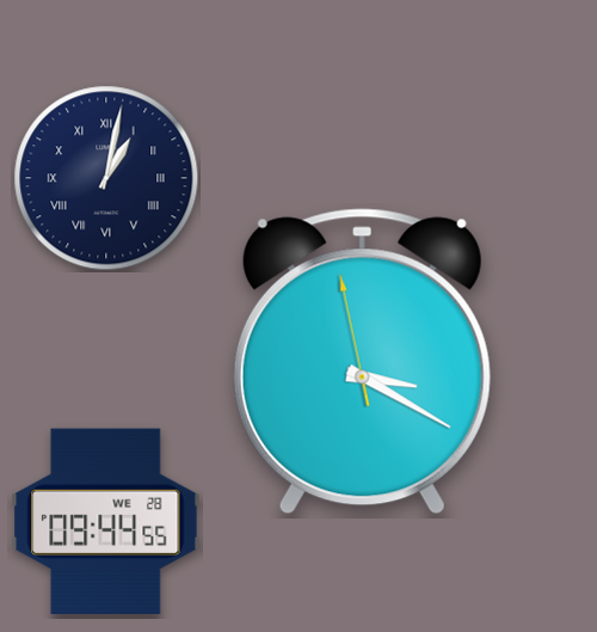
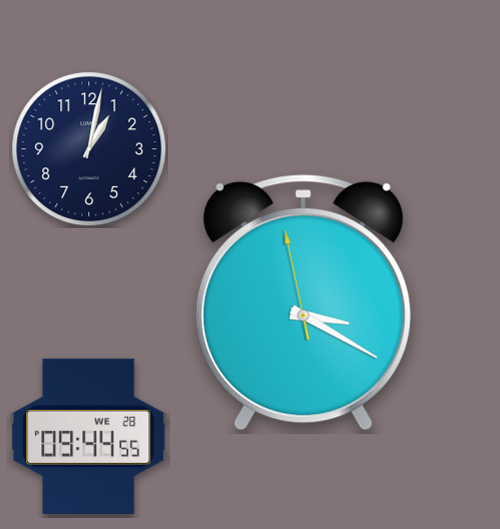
clock at (106, 178) numerals: Roman -> Arabic
